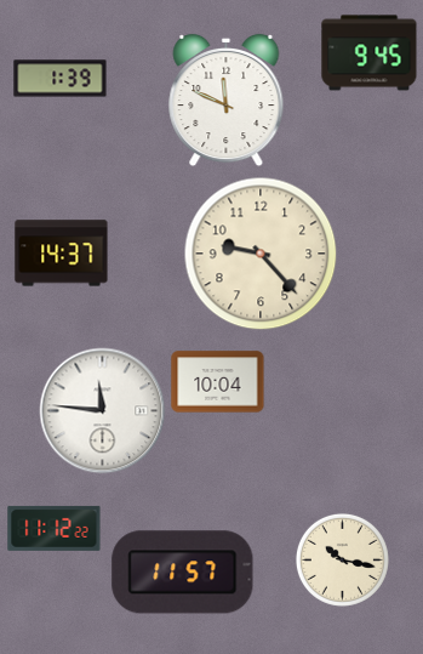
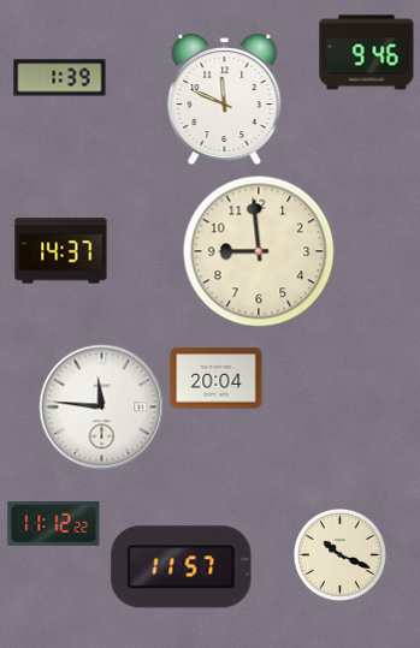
clock at (370, 53): 9:45 -> 9:46
clock at (261, 254): 9:23 -> 8:59
clock at (218, 382): 10:04 -> 20:04
clock at (342, 559): 10:17 -> 10:19
